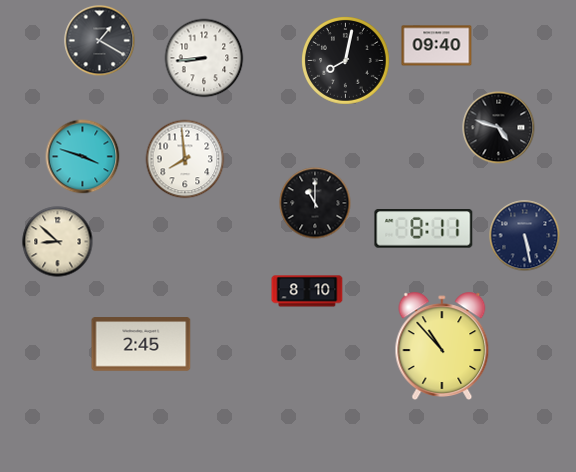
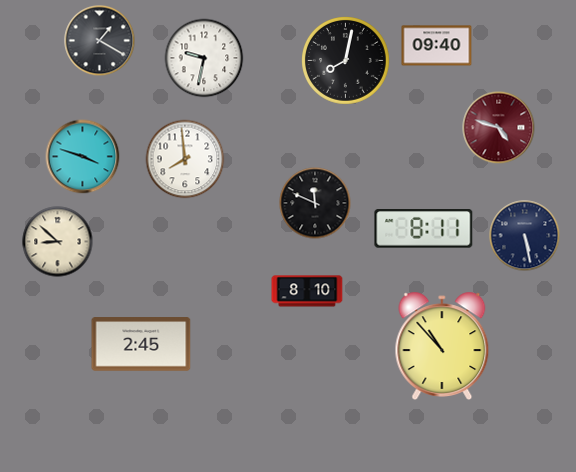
clock at (204, 58): 8:44 -> 9:32
clock at (499, 128) dial: black -> burgundy
clock at (315, 203): 11:00 -> 11:49
